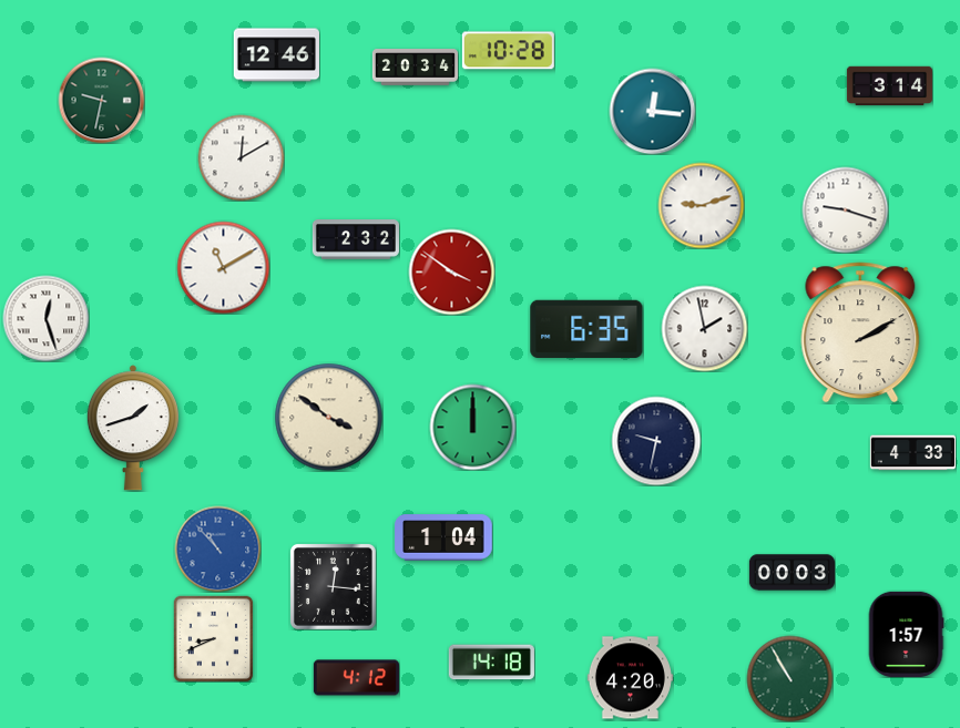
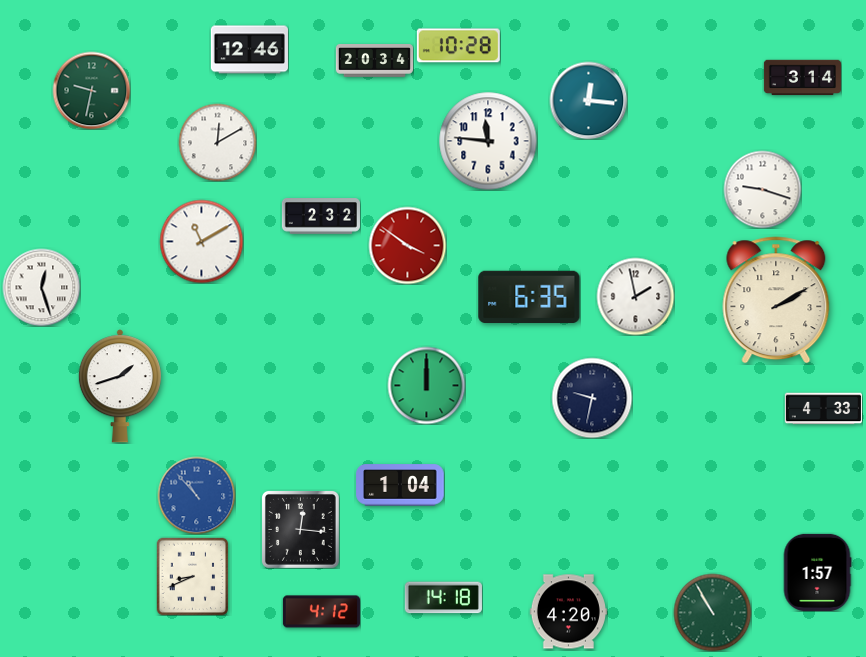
clock at (488, 141): none -> 11:46
clock at (701, 205): 9:12 -> none
clock at (328, 417): 3:51 -> none
clock at (792, 573): 00:03 -> none
